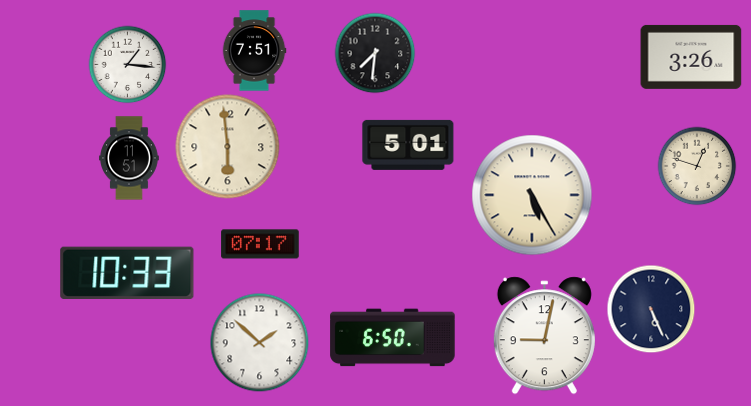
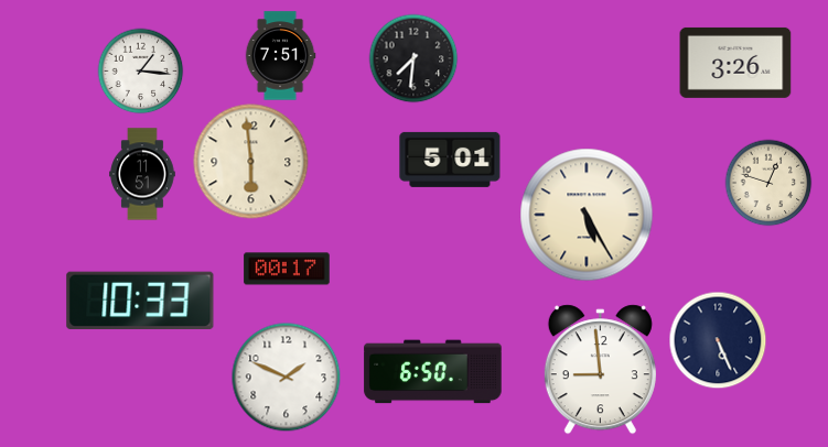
clock at (691, 57) position: (691, 57) -> (735, 63)
clock at (260, 244): 07:17 -> 00:17
clock at (544, 336): 9:02 -> 8:59
clock at (260, 343): 1:52 -> 1:49
